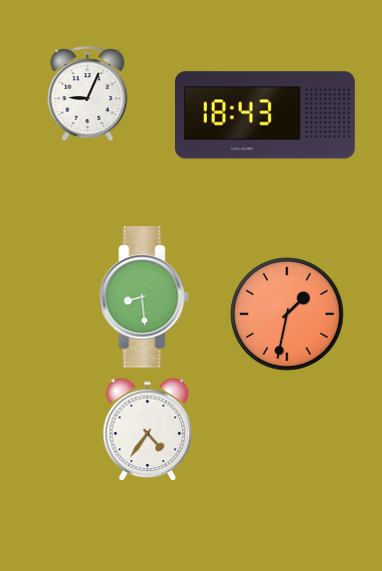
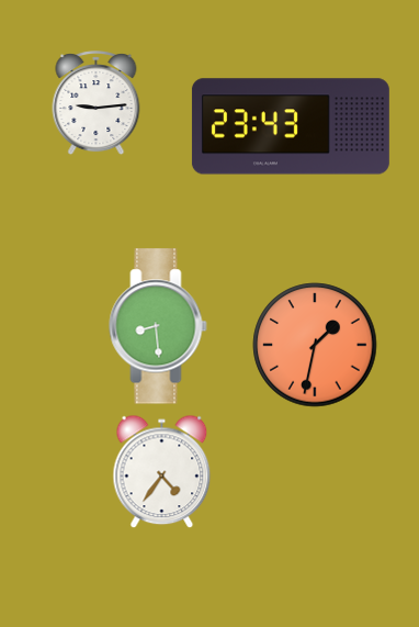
clock at (88, 94): 9:04 -> 9:14
clock at (265, 115): 18:43 -> 23:43
